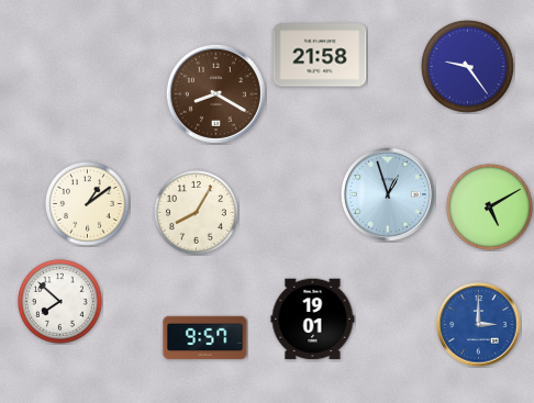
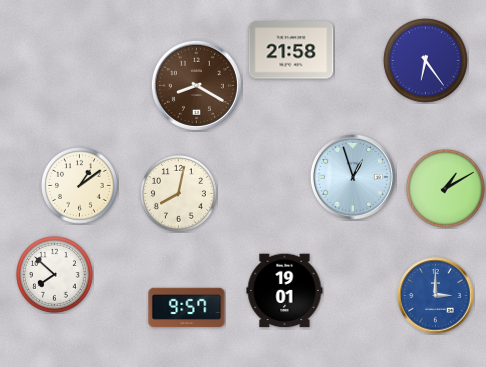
clock at (467, 66): 9:24 -> 6:24
clock at (490, 208): 5:10 -> 1:10
clock at (197, 213): 8:05 -> 8:02
